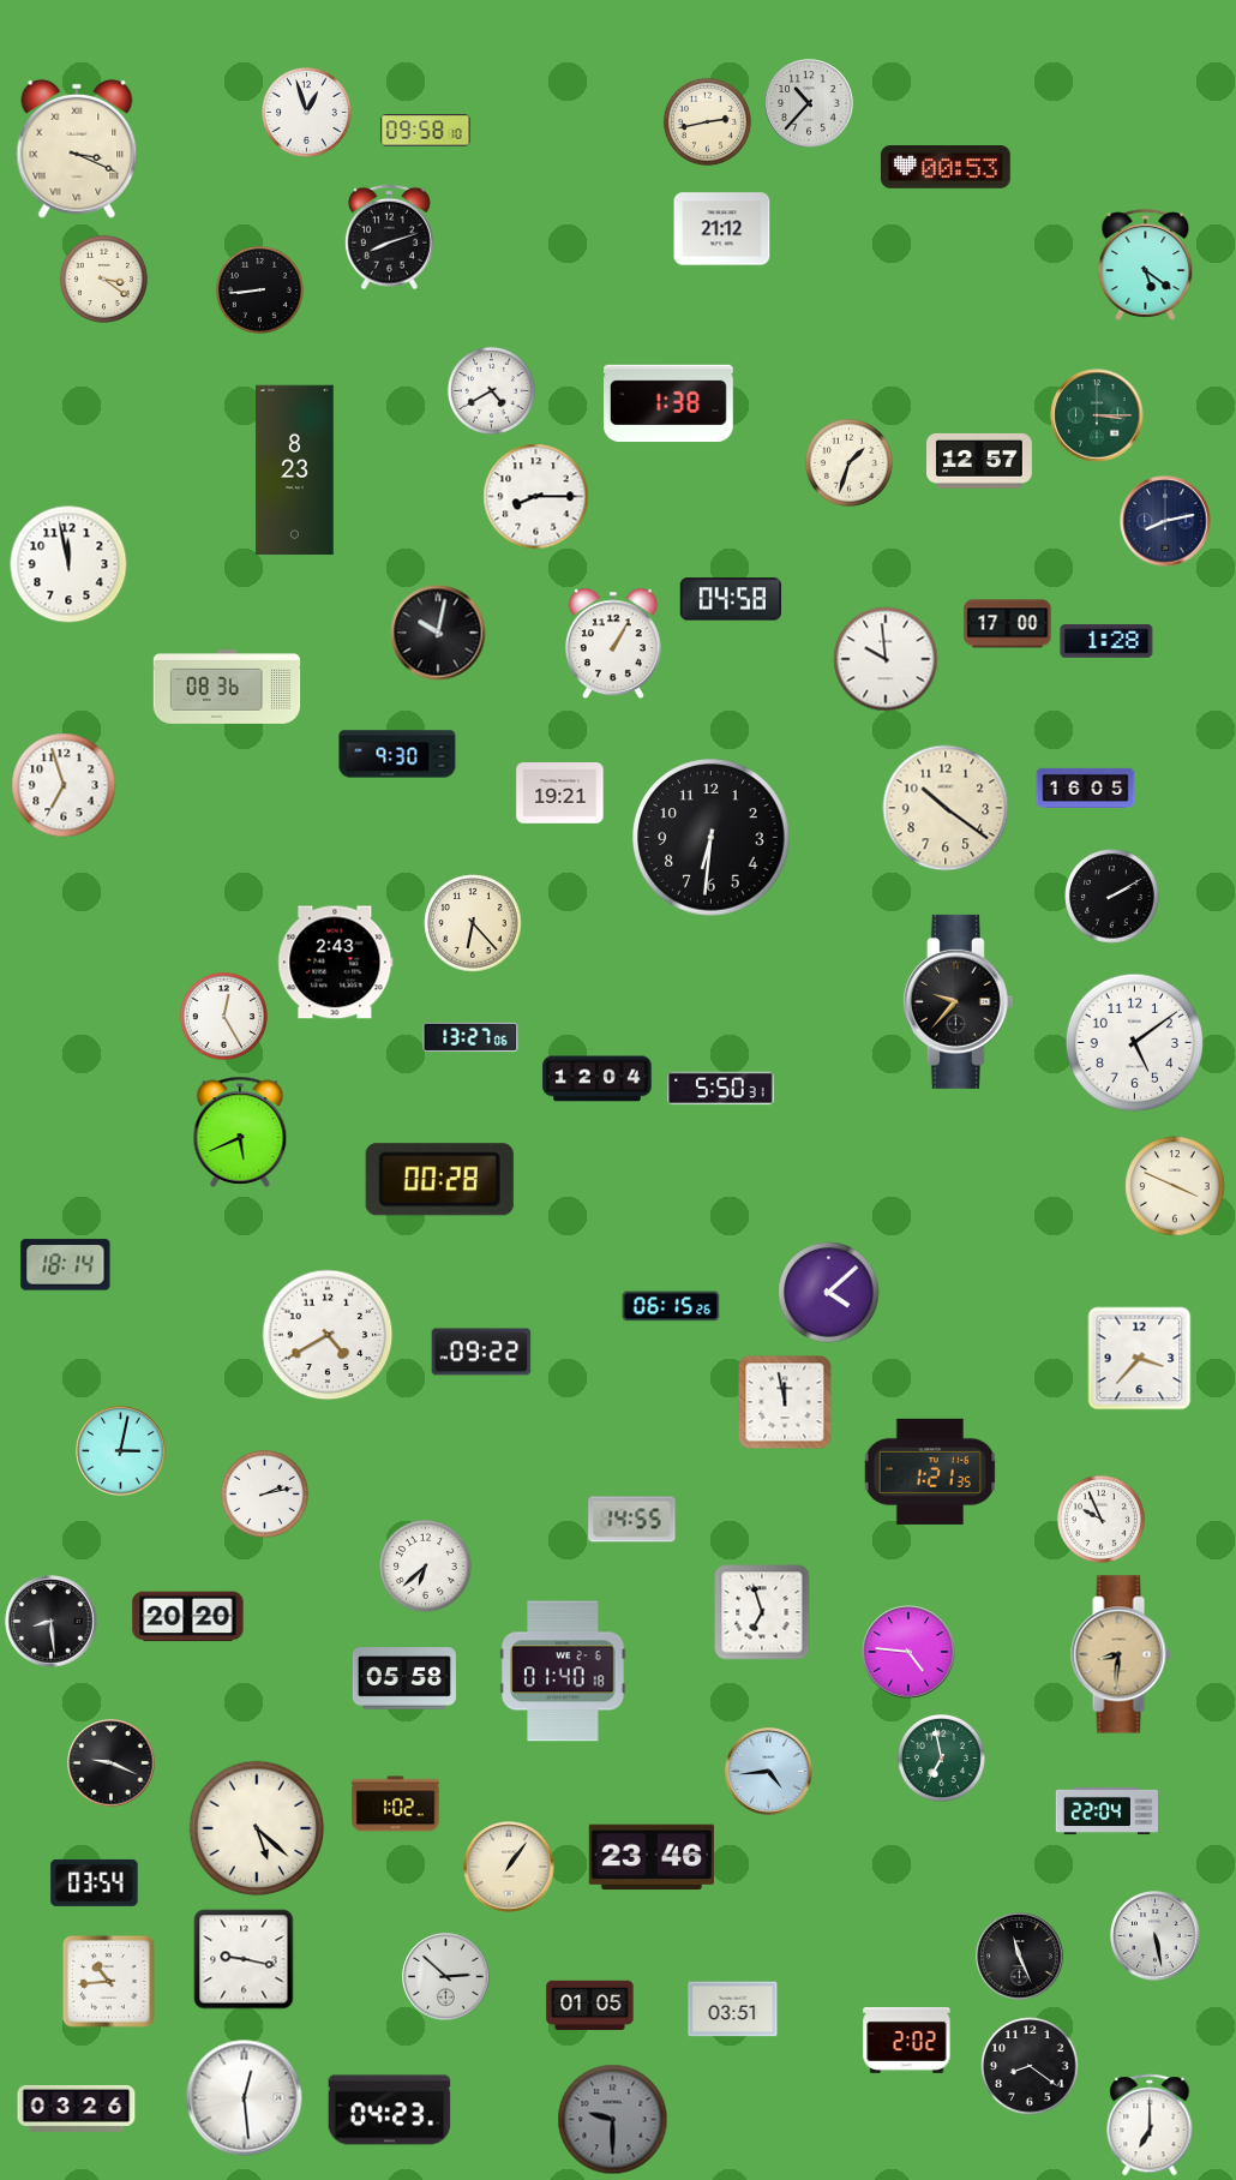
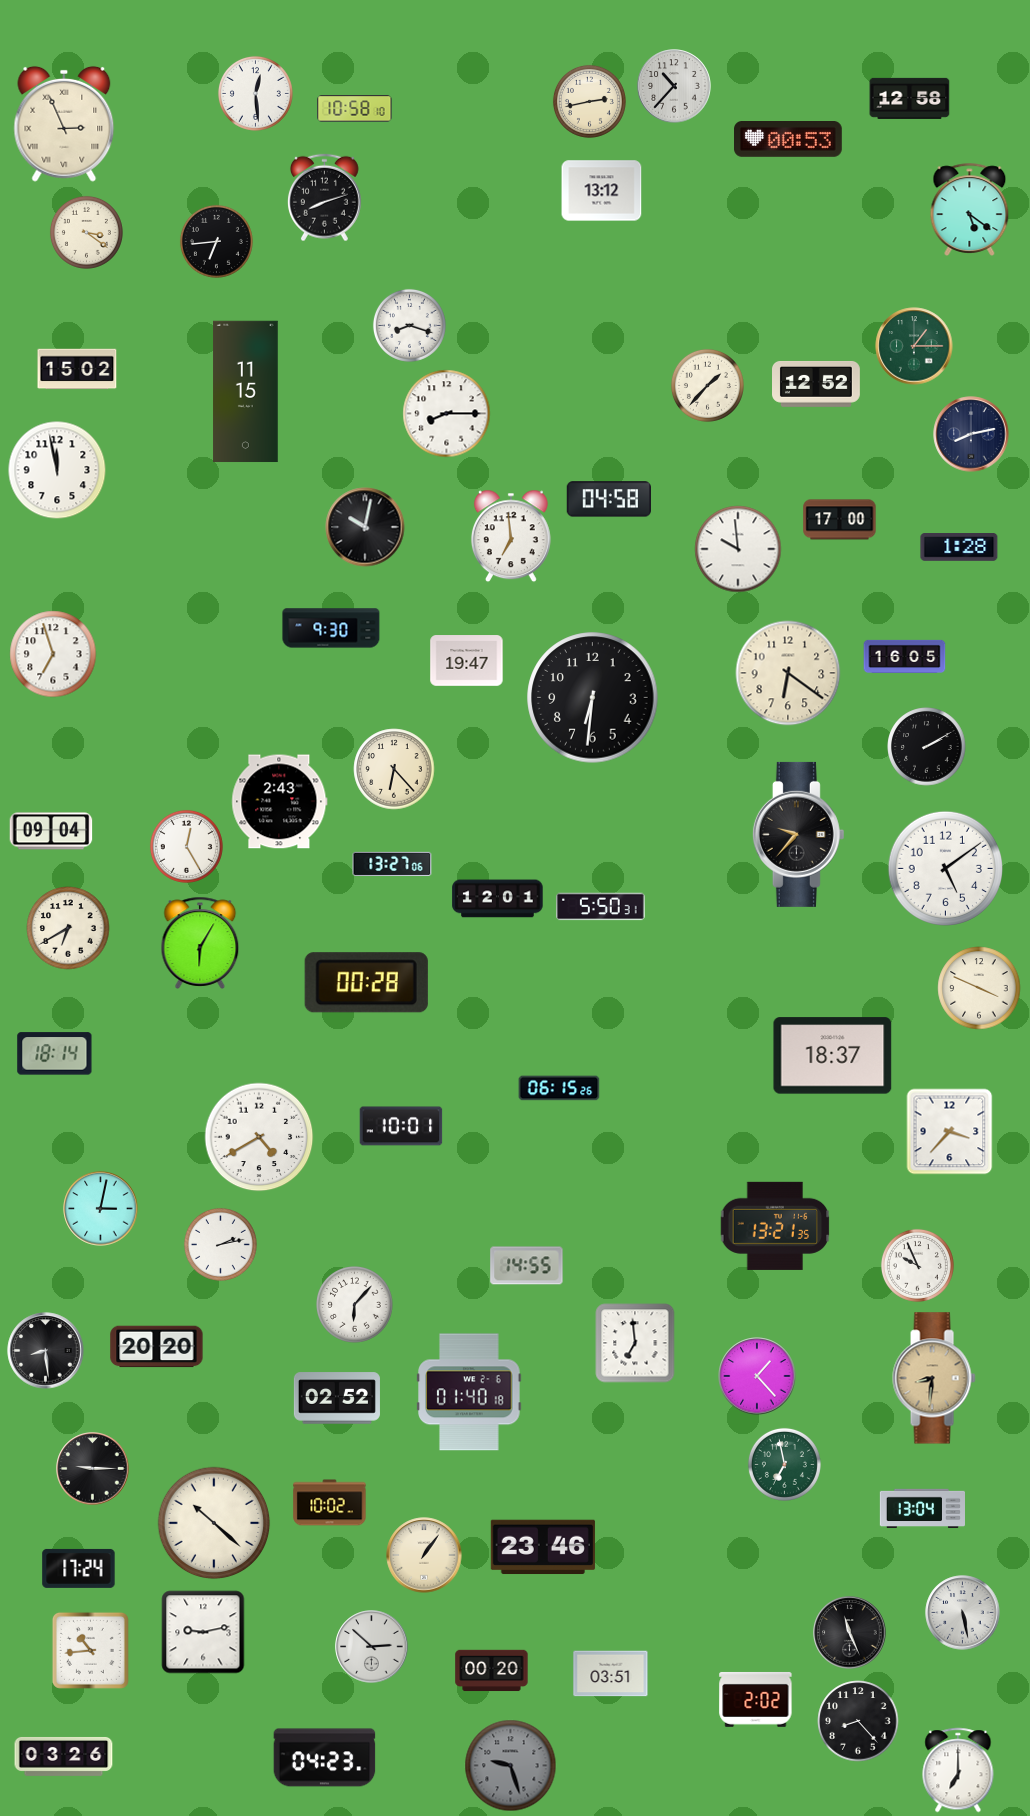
clock at (306, 112): 12:57 -> 12:29
clock at (910, 98): none -> 12:58
clock at (426, 131): 09:58 -> 10:58
clock at (77, 149): 3:19 -> 2:56
clock at (722, 229): 21:12 -> 13:12
clock at (1146, 264) position: (1146, 264) -> (970, 209)
clock at (259, 289): 8:44 -> 6:44
clock at (491, 390): 4:40 -> 8:18
clock at (670, 403): 1:38 -> none
clock at (1097, 415): 3:15 -> 1:15
clock at (77, 369): none -> 15:02
clock at (980, 461): 12:57 -> 12:52
clock at (848, 462): 1:33 -> 1:37
clock at (295, 471): 8:23 -> 11:15
clock at (1106, 642) position: (1106, 642) -> (959, 548)
clock at (613, 643): 1:05 -> 6:59
clock at (227, 688): 08:36 -> none
clock at (560, 793): 19:21 -> 19:47
clock at (946, 808): 10:21 -> 6:21
clock at (51, 831): none -> 09:04
clock at (598, 1079): 12:04 -> 12:01
clock at (68, 928): none -> 6:40
clock at (240, 1132): 5:41 -> 6:05
clock at (833, 1056): none -> 18:37
clock at (829, 1293): 4:08 -> none
clock at (328, 1335) position: (328, 1335) -> (259, 1137)
clock at (481, 1352): 09:22 -> 10:01
clock at (785, 1402): 11:58 -> none
clock at (930, 1472): 1:21 -> 13:21
clock at (426, 1567): 6:38 -> 6:07
clock at (762, 1612): 6:57 -> 6:59
clock at (52, 1622) position: (52, 1622) -> (46, 1351)
clock at (908, 1652): 4:46 -> 1:23
clock at (404, 1678): 05:58 -> 02:52
clock at (112, 1763): 9:19 -> 9:15
clock at (769, 1772): 4:44 -> none
clock at (396, 1804): 1:02 -> 10:02
clock at (1106, 1811): 22:04 -> 13:04
clock at (257, 1828): 5:22 -> 10:22
clock at (95, 1882): 03:54 -> 17:24
clock at (1020, 1957) position: (1020, 1957) -> (850, 1633)
clock at (244, 1959): 9:17 -> 9:13
clock at (590, 2006): 01:05 -> 00:20
clock at (1030, 2066): 8:21 -> 8:23
clock at (245, 2098): 12:29 -> none
clock at (613, 2120): 9:30 -> 9:27
